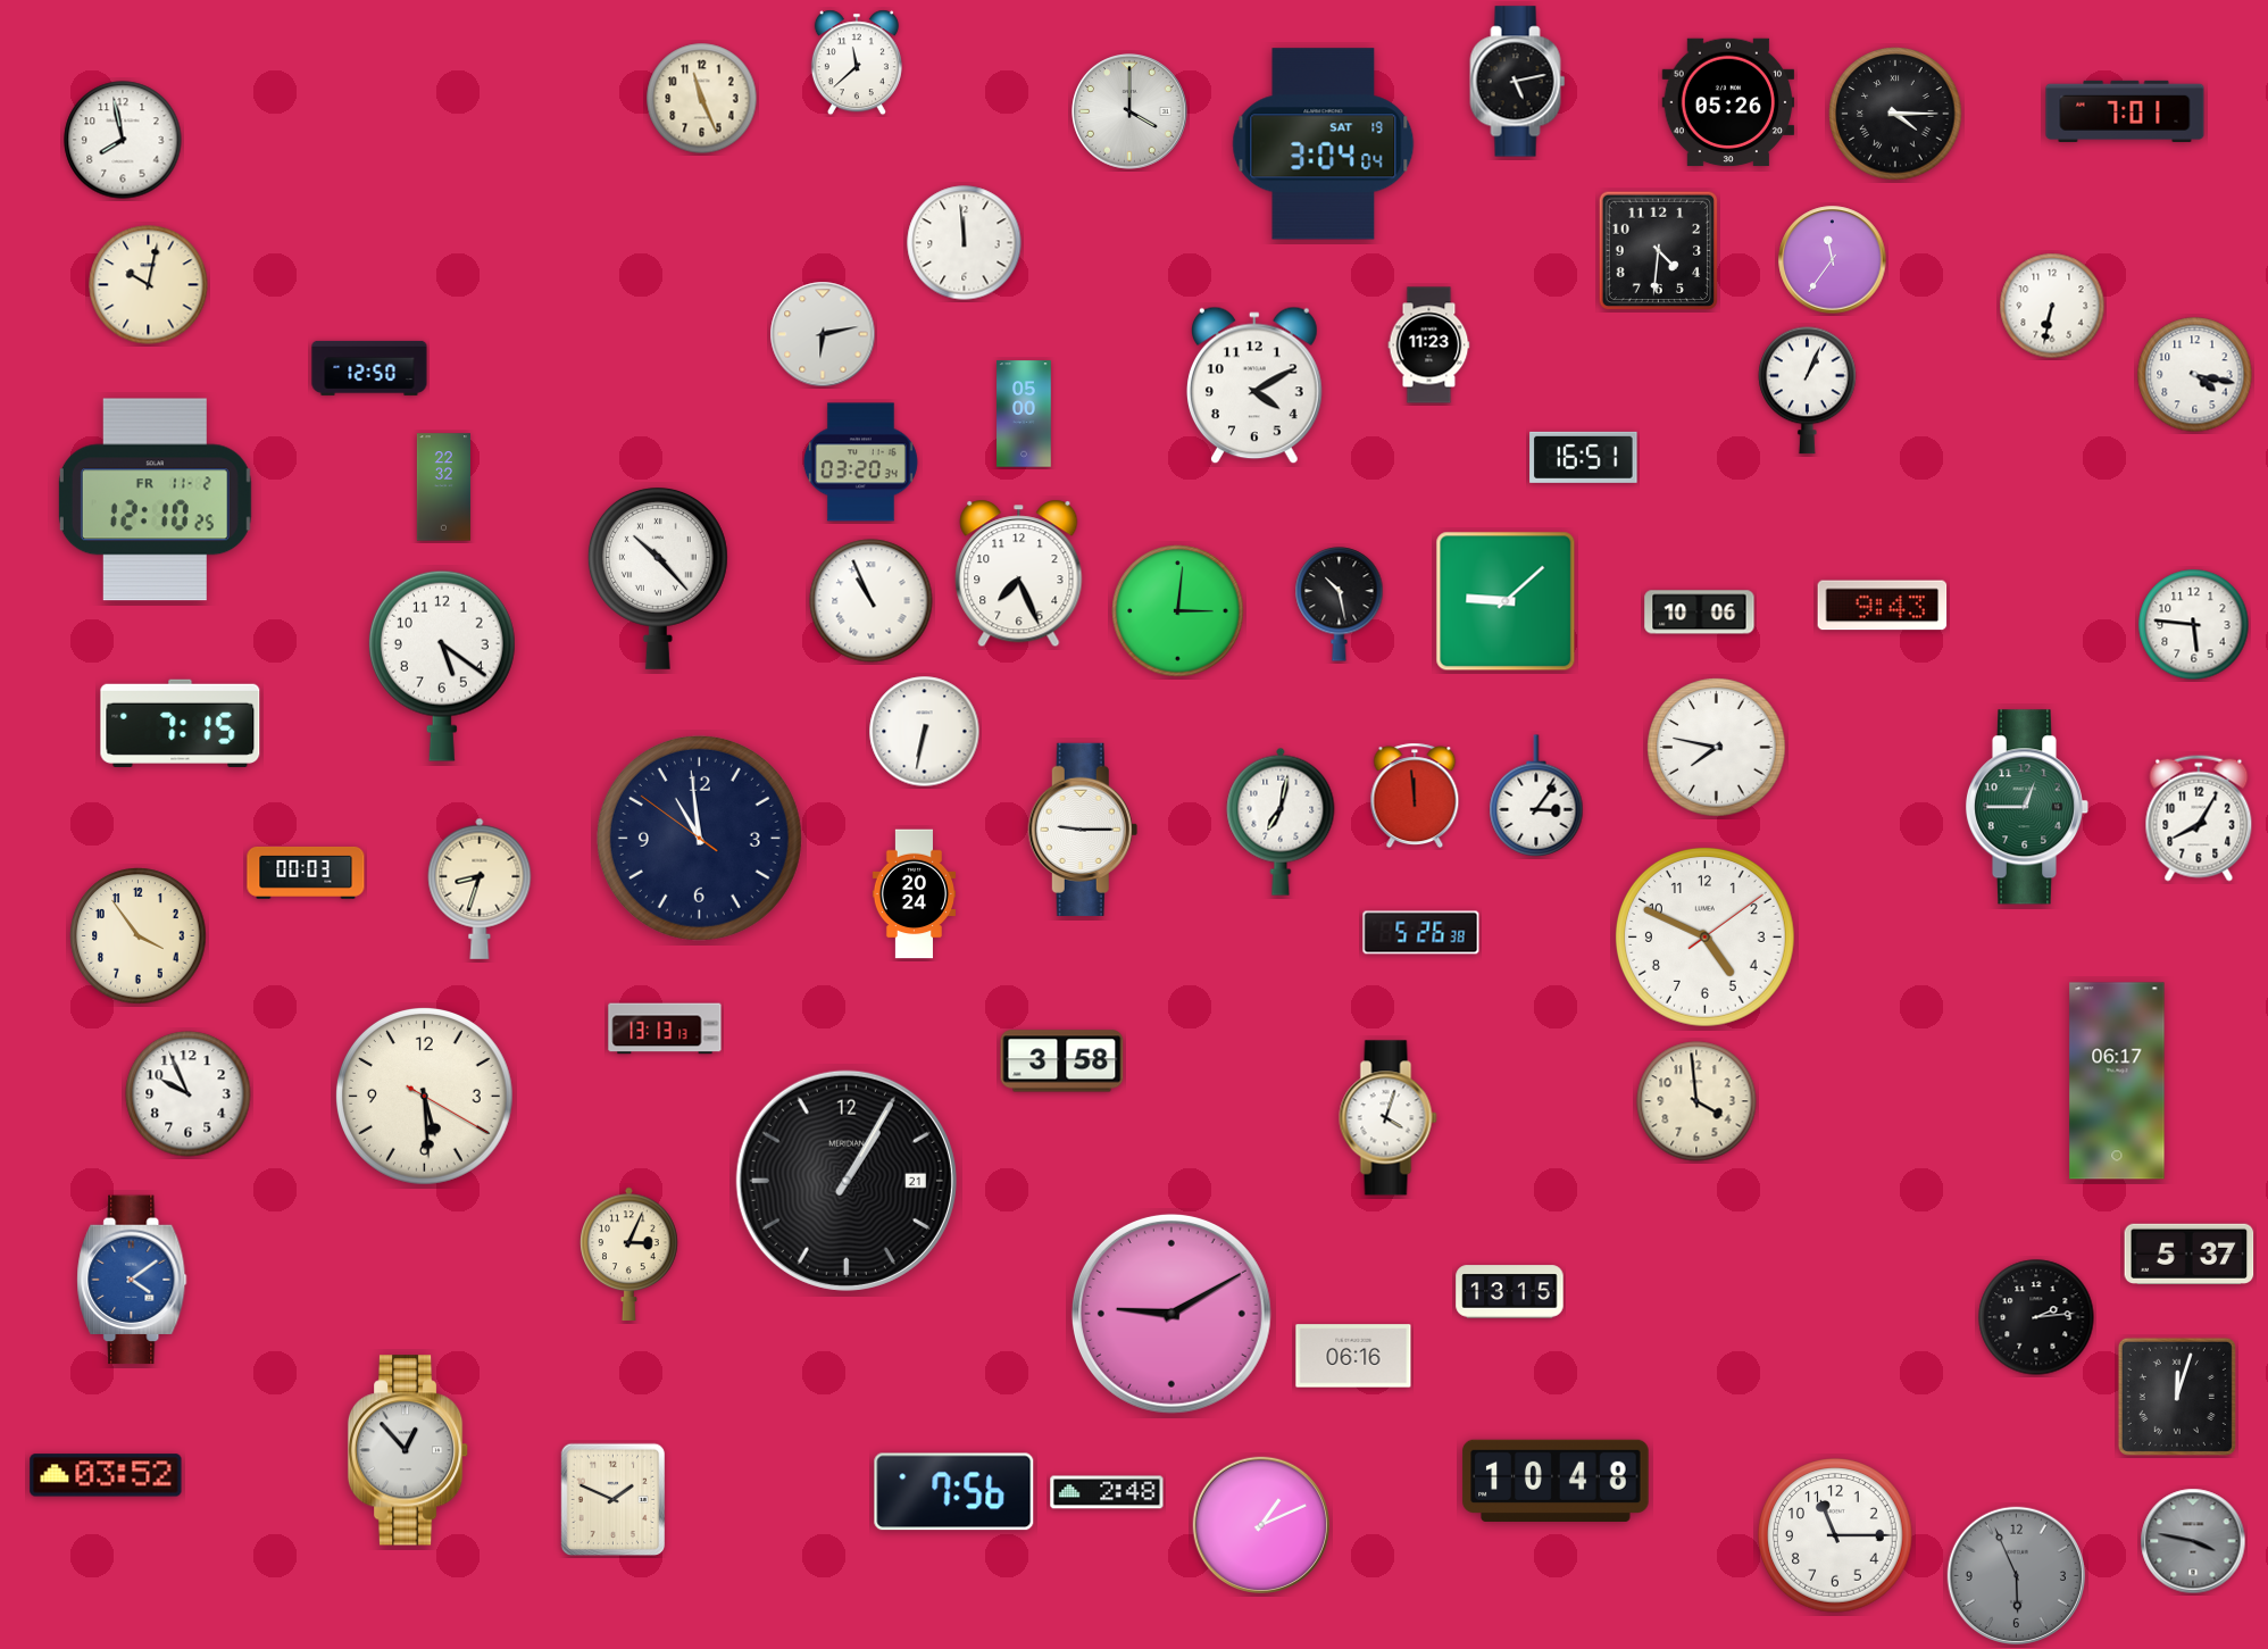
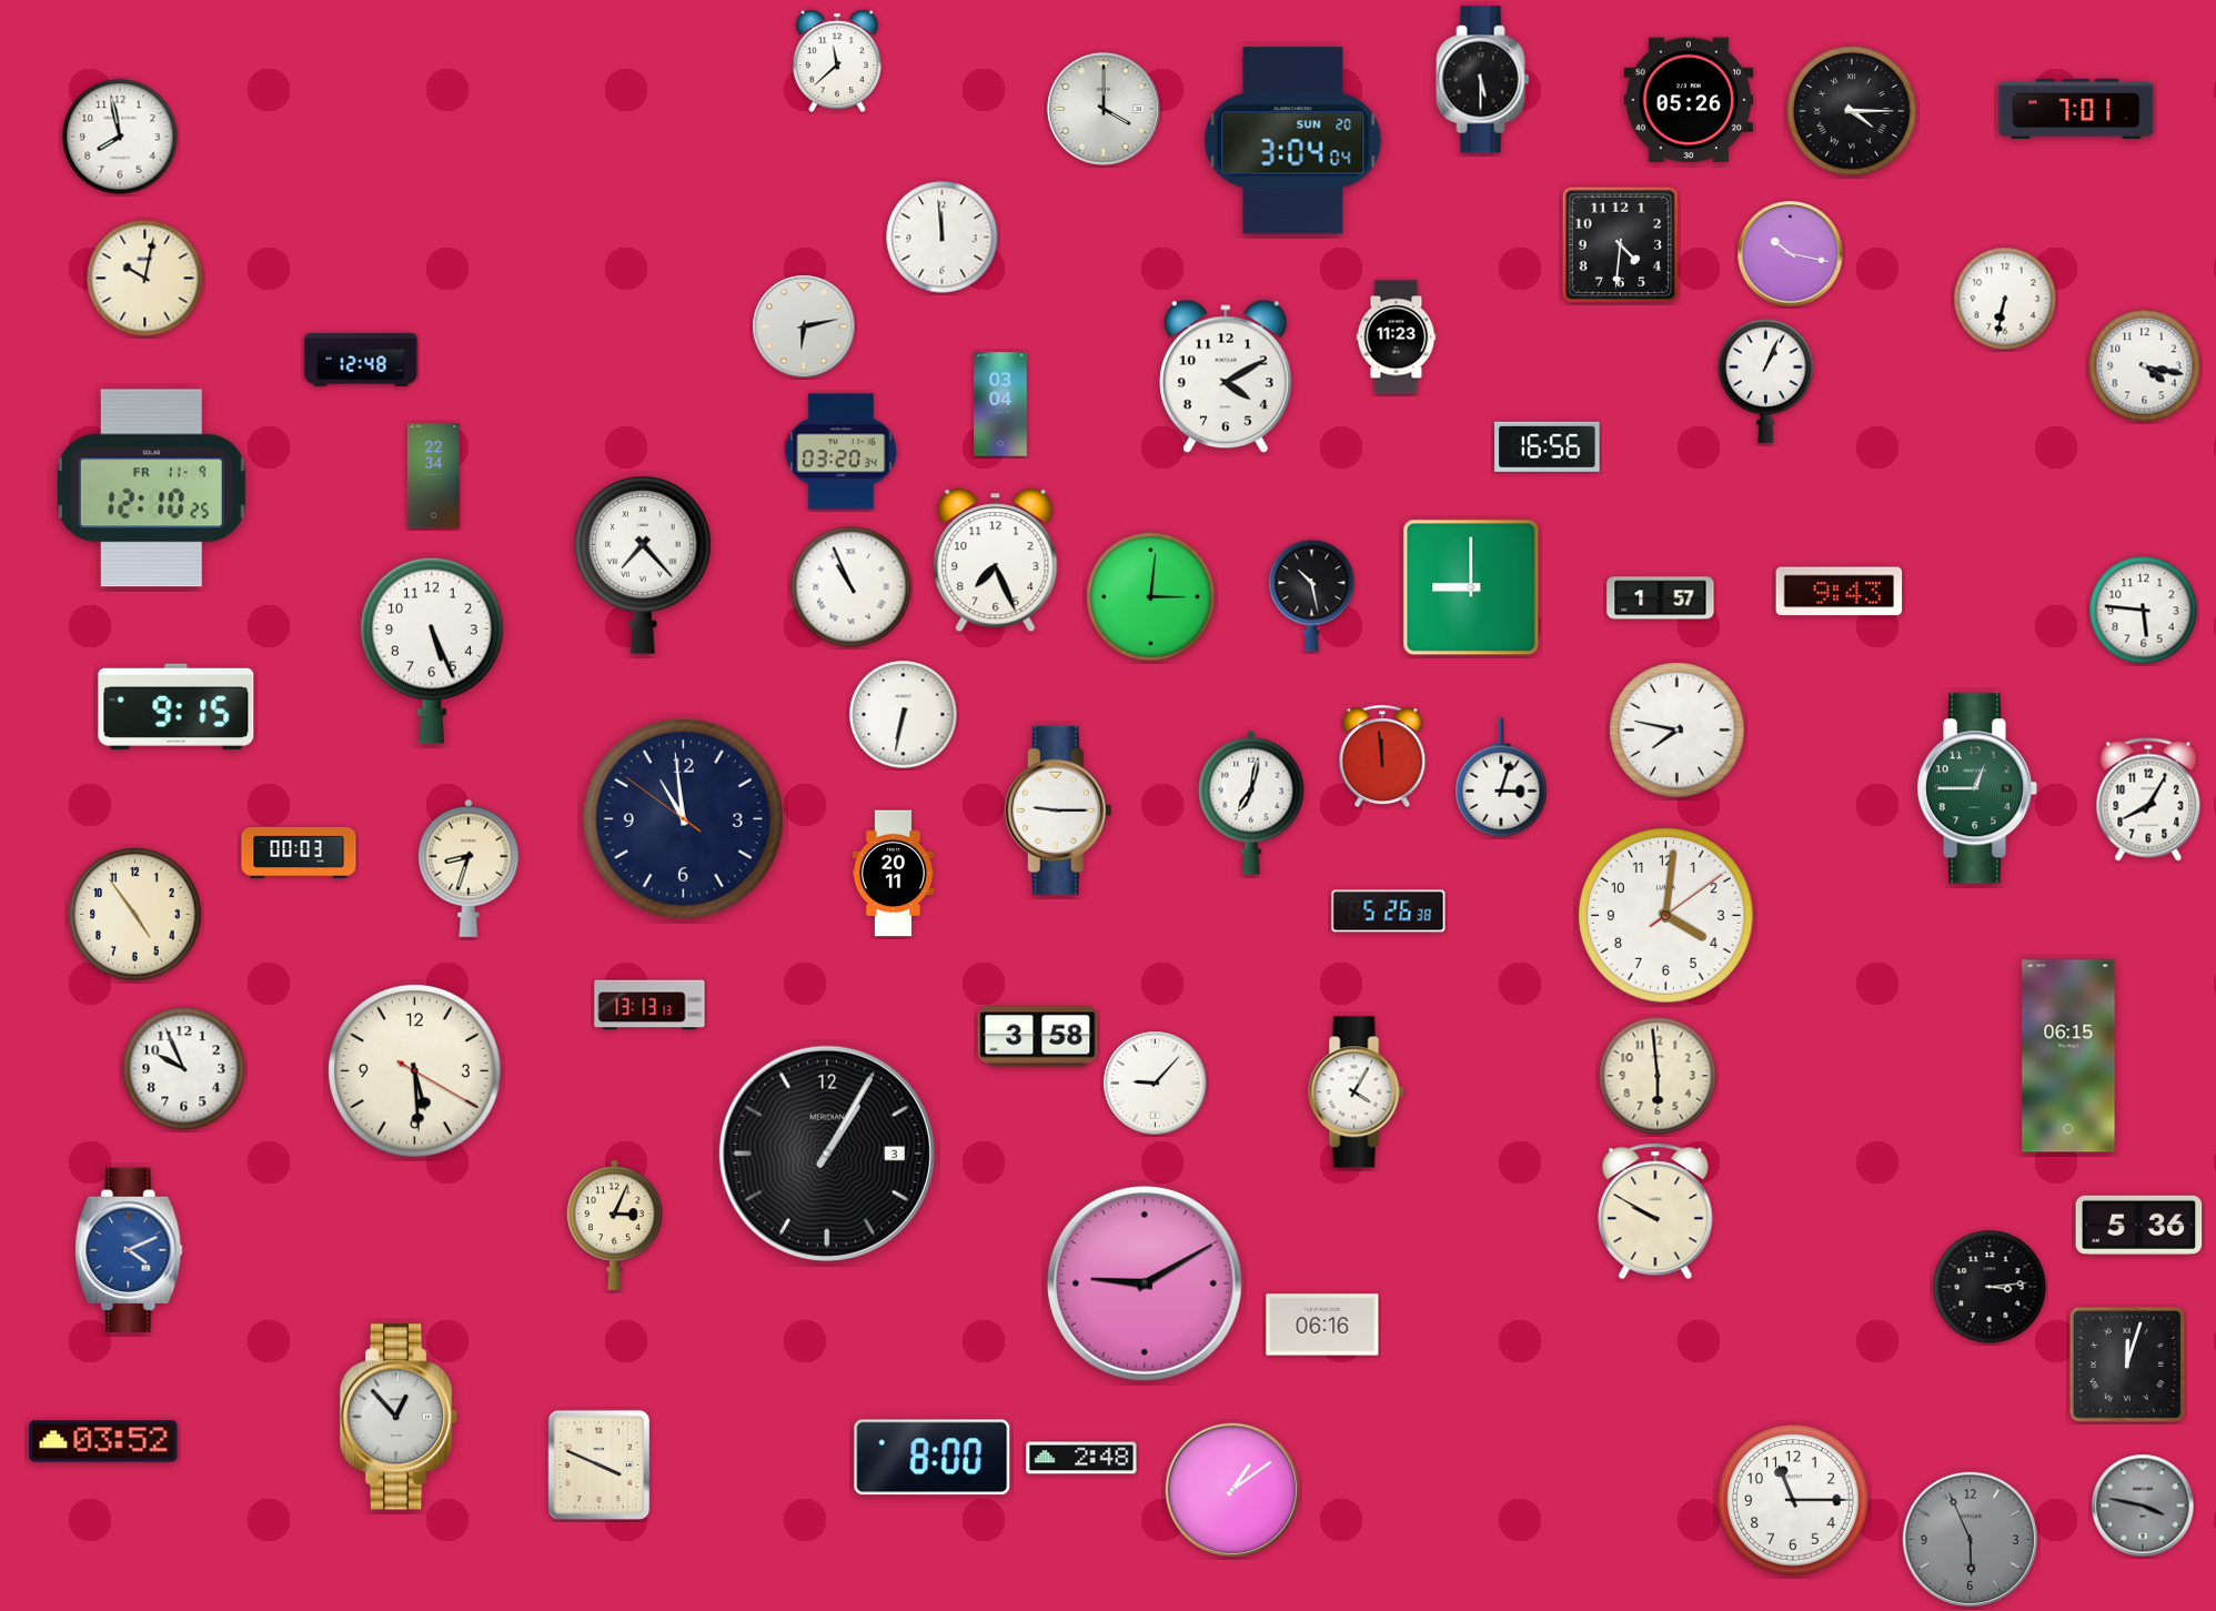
clock at (1518, 82): 5:13 -> 5:30
clock at (702, 99): 11:26 -> none
clock at (1324, 144) date: SAT 19 -> SUN 20
clock at (1833, 260): 11:36 -> 10:17
clock at (369, 368): 12:50 -> 12:48
clock at (1024, 414): 05:00 -> 03:04
clock at (1584, 457): 16:51 -> 16:56
clock at (443, 488): 22:32 -> 22:34
clock at (155, 500) date: FR 11-2 -> FR 11-9
clock at (658, 578): 10:23 -> 7:23
clock at (1506, 601): 9:08 -> 9:00
clock at (1340, 605) position: (1340, 605) -> (1312, 596)
clock at (1700, 613): 10:06 -> 1:57
clock at (442, 666): 5:21 -> 5:26
clock at (181, 723): 7:15 -> 9:15
clock at (1415, 796) position: (1415, 796) -> (1382, 756)
clock at (1536, 796): 3:06 -> 3:03
clock at (2027, 807) position: (2027, 807) -> (1977, 788)
clock at (914, 894): 20:24 -> 20:11
clock at (139, 936): 3:54 -> 4:54
clock at (1704, 936): 4:49 -> 4:01
clock at (2117, 1081): 06:17 -> 06:15
clock at (1696, 1101): 3:59 -> 5:59
clock at (1156, 1084): none -> 9:07
clock at (1389, 1118): 4:03 -> 4:05
clock at (847, 1181) date: 21 -> 3
clock at (1655, 1211): none -> 9:50
clock at (2190, 1254): 5:37 -> 5:36
clock at (132, 1280): 4:09 -> 4:11
clock at (1510, 1292): 13:15 -> none
clock at (2036, 1317): 2:14 -> 3:14
clock at (1556, 1481): 10:48 -> none
clock at (954, 1492): 7:56 -> 8:00
clock at (614, 1500): 1:49 -> 3:49
clock at (1260, 1524): 1:11 -> 1:09
